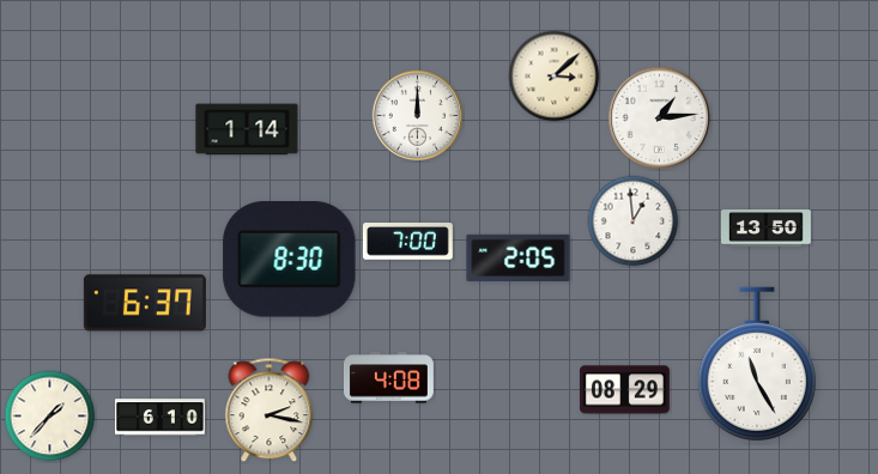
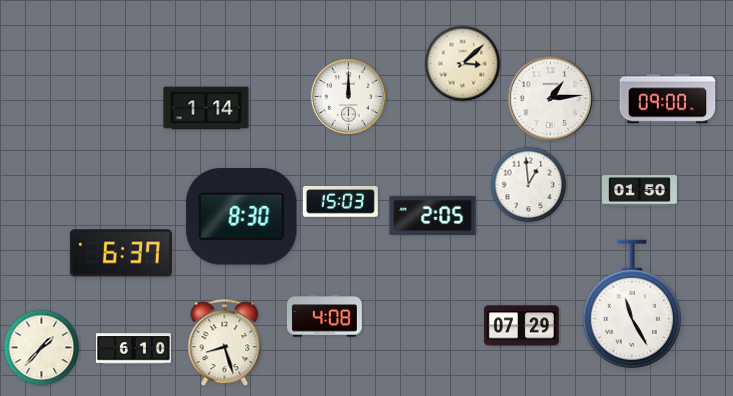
clock at (668, 99): none -> 09:00
clock at (767, 229): 13:50 -> 01:50
clock at (407, 242): 7:00 -> 15:03
clock at (624, 390): 08:29 -> 07:29
clock at (270, 411): 2:17 -> 8:27
